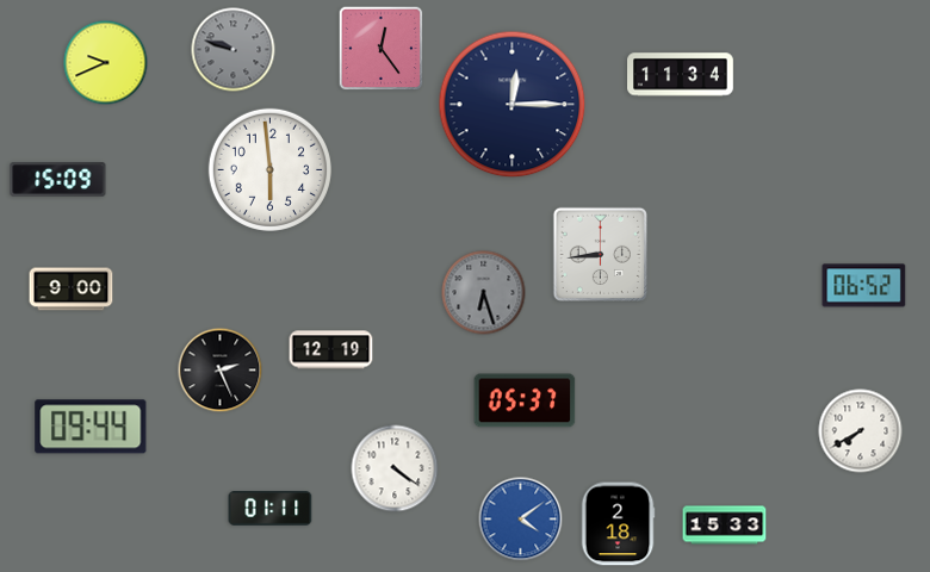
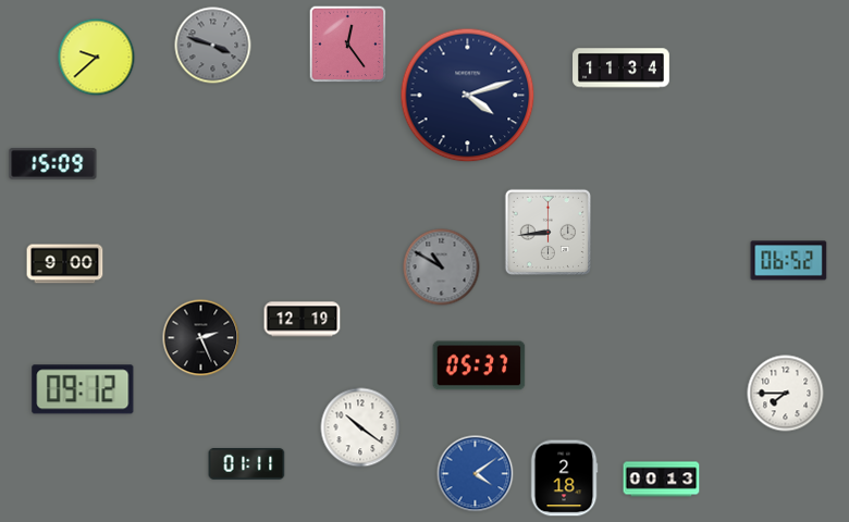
clock at (234, 50): 9:48 -> 3:48
clock at (106, 63): 9:41 -> 9:38
clock at (513, 105): 12:15 -> 4:12
clock at (269, 169): 5:59 -> none
clock at (484, 293): 6:27 -> 10:50
clock at (91, 427): 09:44 -> 09:12
clock at (861, 431): 7:40 -> 7:45
clock at (395, 468): 4:21 -> 10:21
clock at (725, 526): 15:33 -> 00:13
